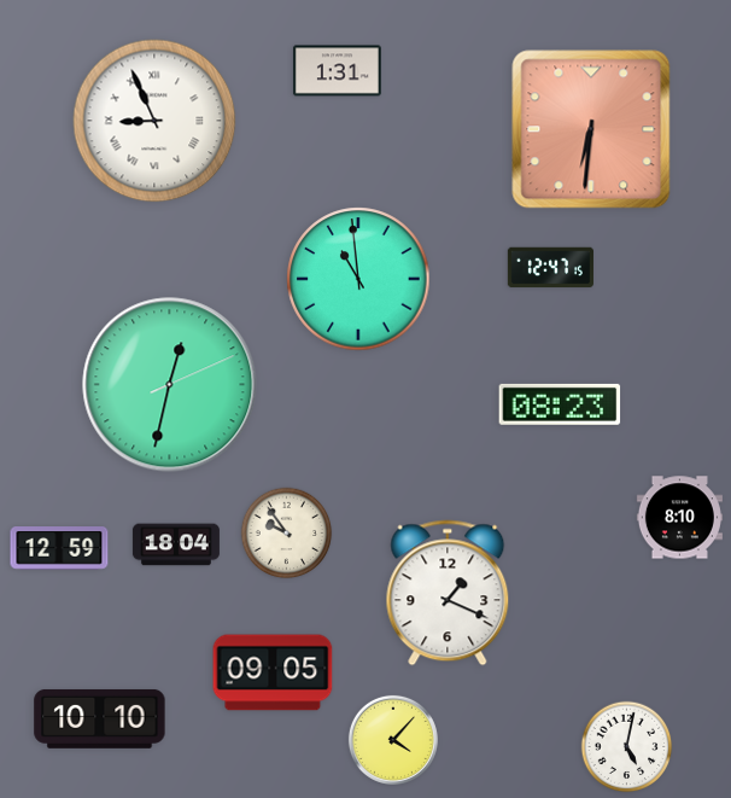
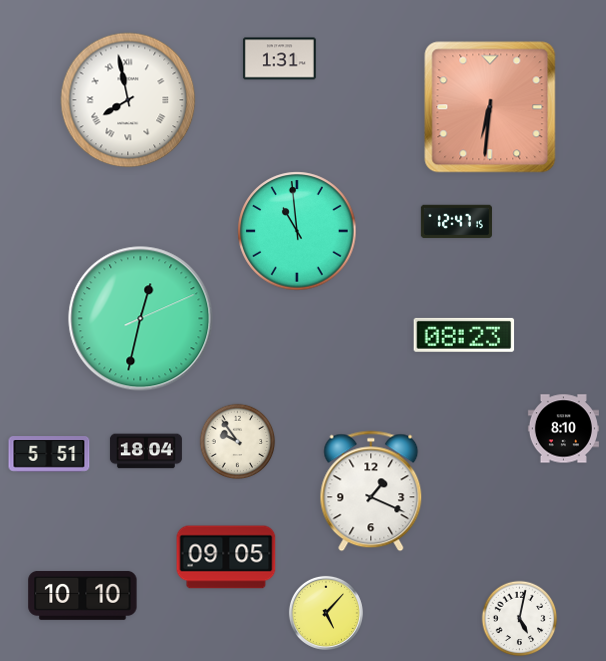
clock at (154, 121): 8:56 -> 7:58
clock at (59, 548): 12:59 -> 5:51
clock at (393, 740): 4:07 -> 5:07
